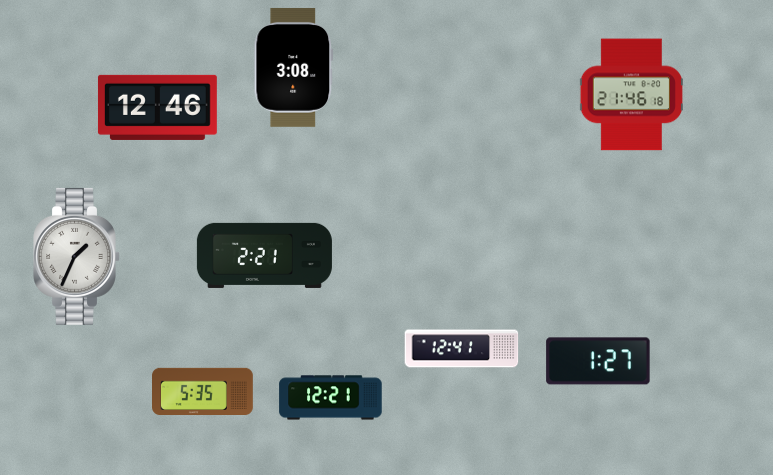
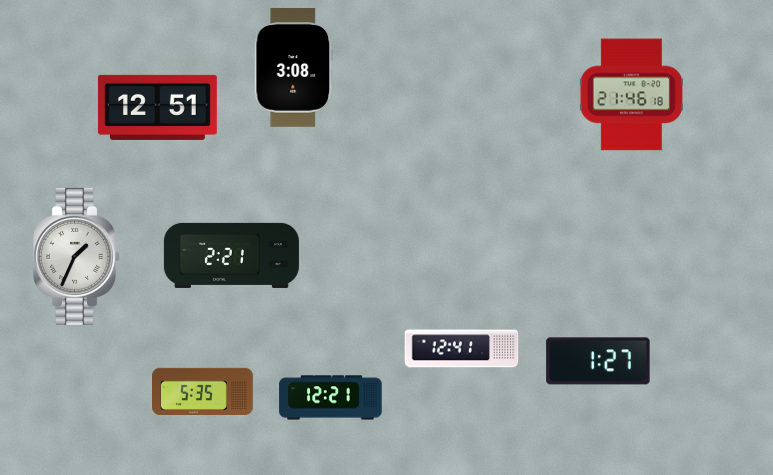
clock at (157, 107): 12:46 -> 12:51
clock at (264, 255) position: (264, 255) -> (231, 255)
